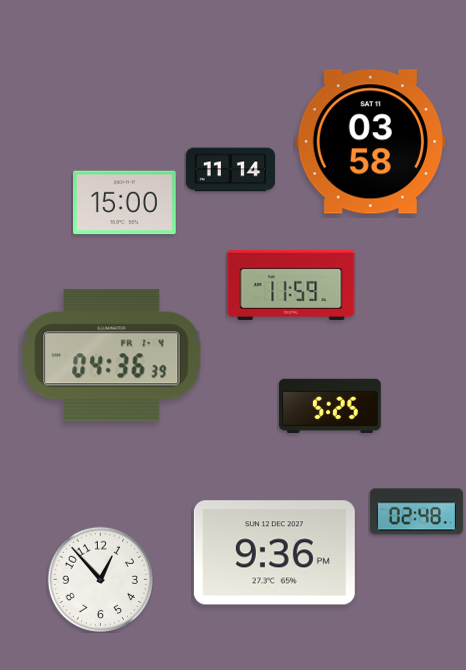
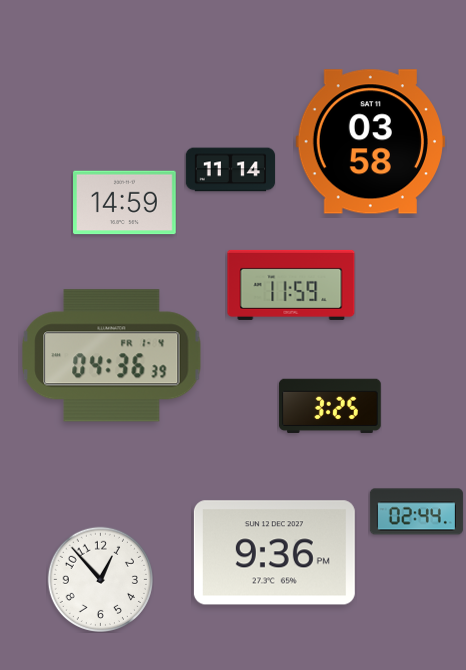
clock at (125, 203): 15:00 -> 14:59
clock at (330, 405): 5:25 -> 3:25
clock at (416, 512): 02:48 -> 02:44
